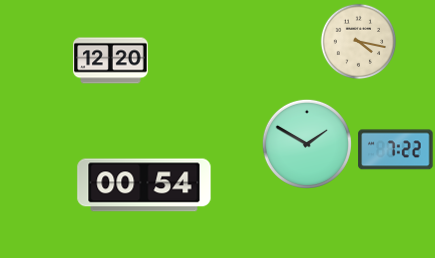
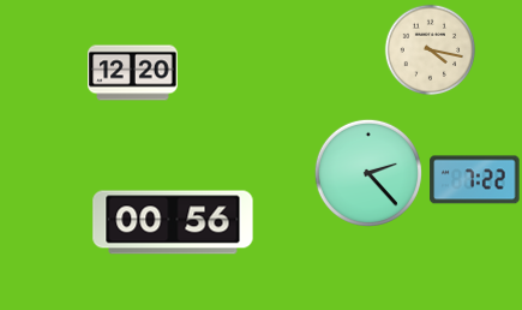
clock at (307, 144): 1:50 -> 2:23
clock at (144, 185): 00:54 -> 00:56
